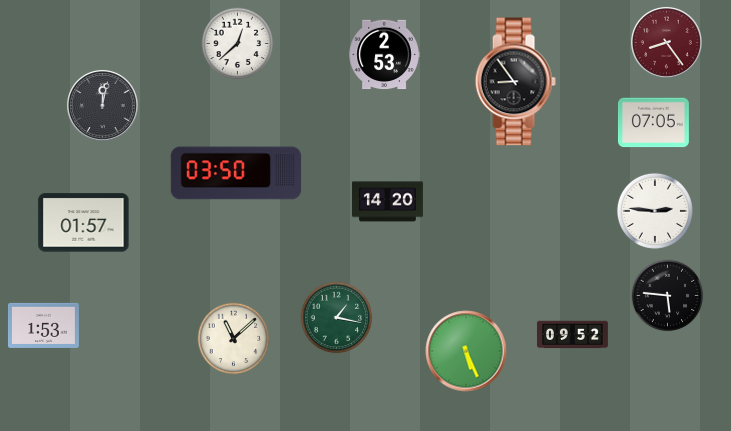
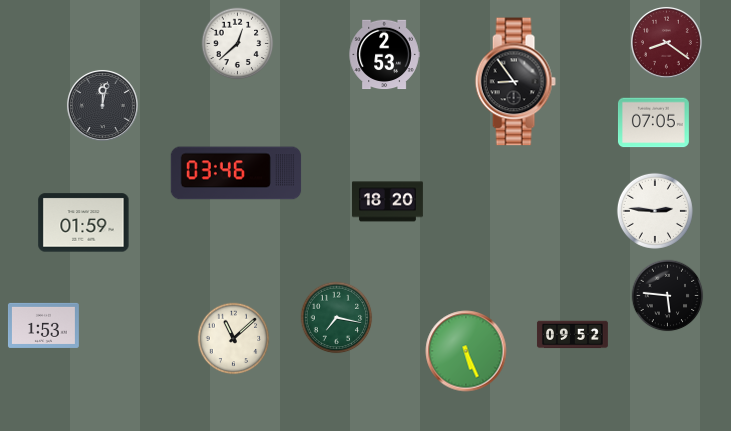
clock at (666, 42): 8:24 -> 8:21
clock at (236, 173): 03:50 -> 03:46
clock at (387, 202): 14:20 -> 18:20
clock at (84, 223): 01:57 -> 01:59
clock at (337, 318): 1:17 -> 7:17
